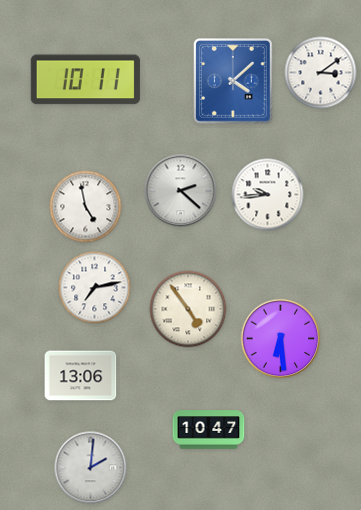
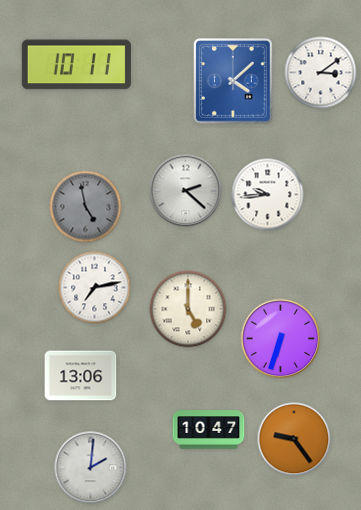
clock at (85, 80) position: (85, 80) -> (76, 65)
clock at (181, 191) position: (181, 191) -> (186, 191)
clock at (86, 207) dial: white -> grey
clock at (188, 309): 4:54 -> 5:00
clock at (281, 339): 6:29 -> 6:33
clock at (294, 439): none -> 9:24
